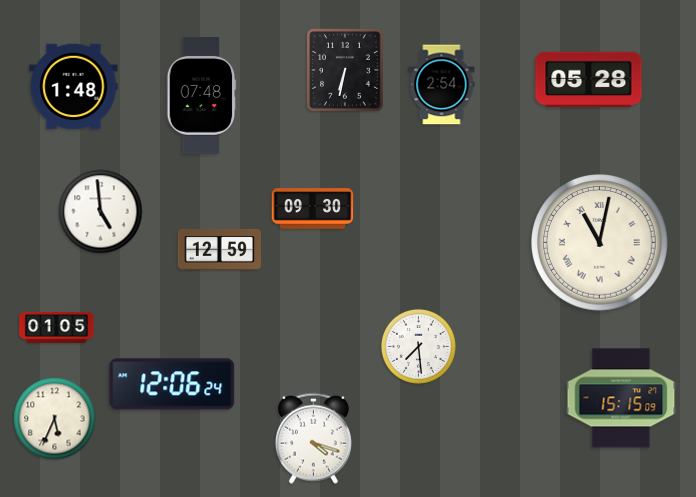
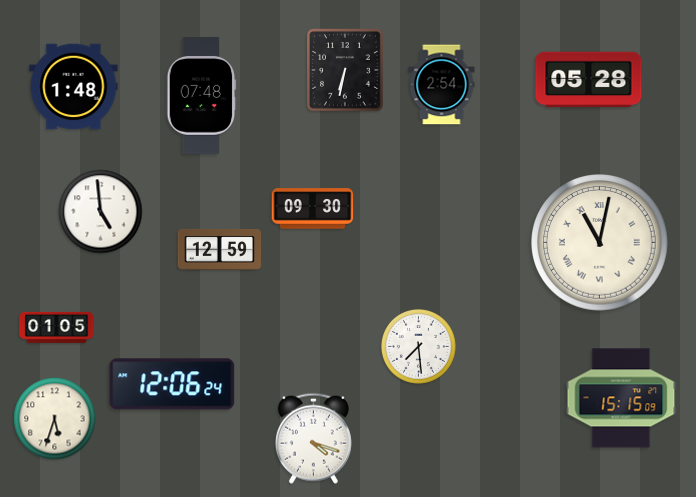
clock at (55, 419): 5:34 -> 5:33
